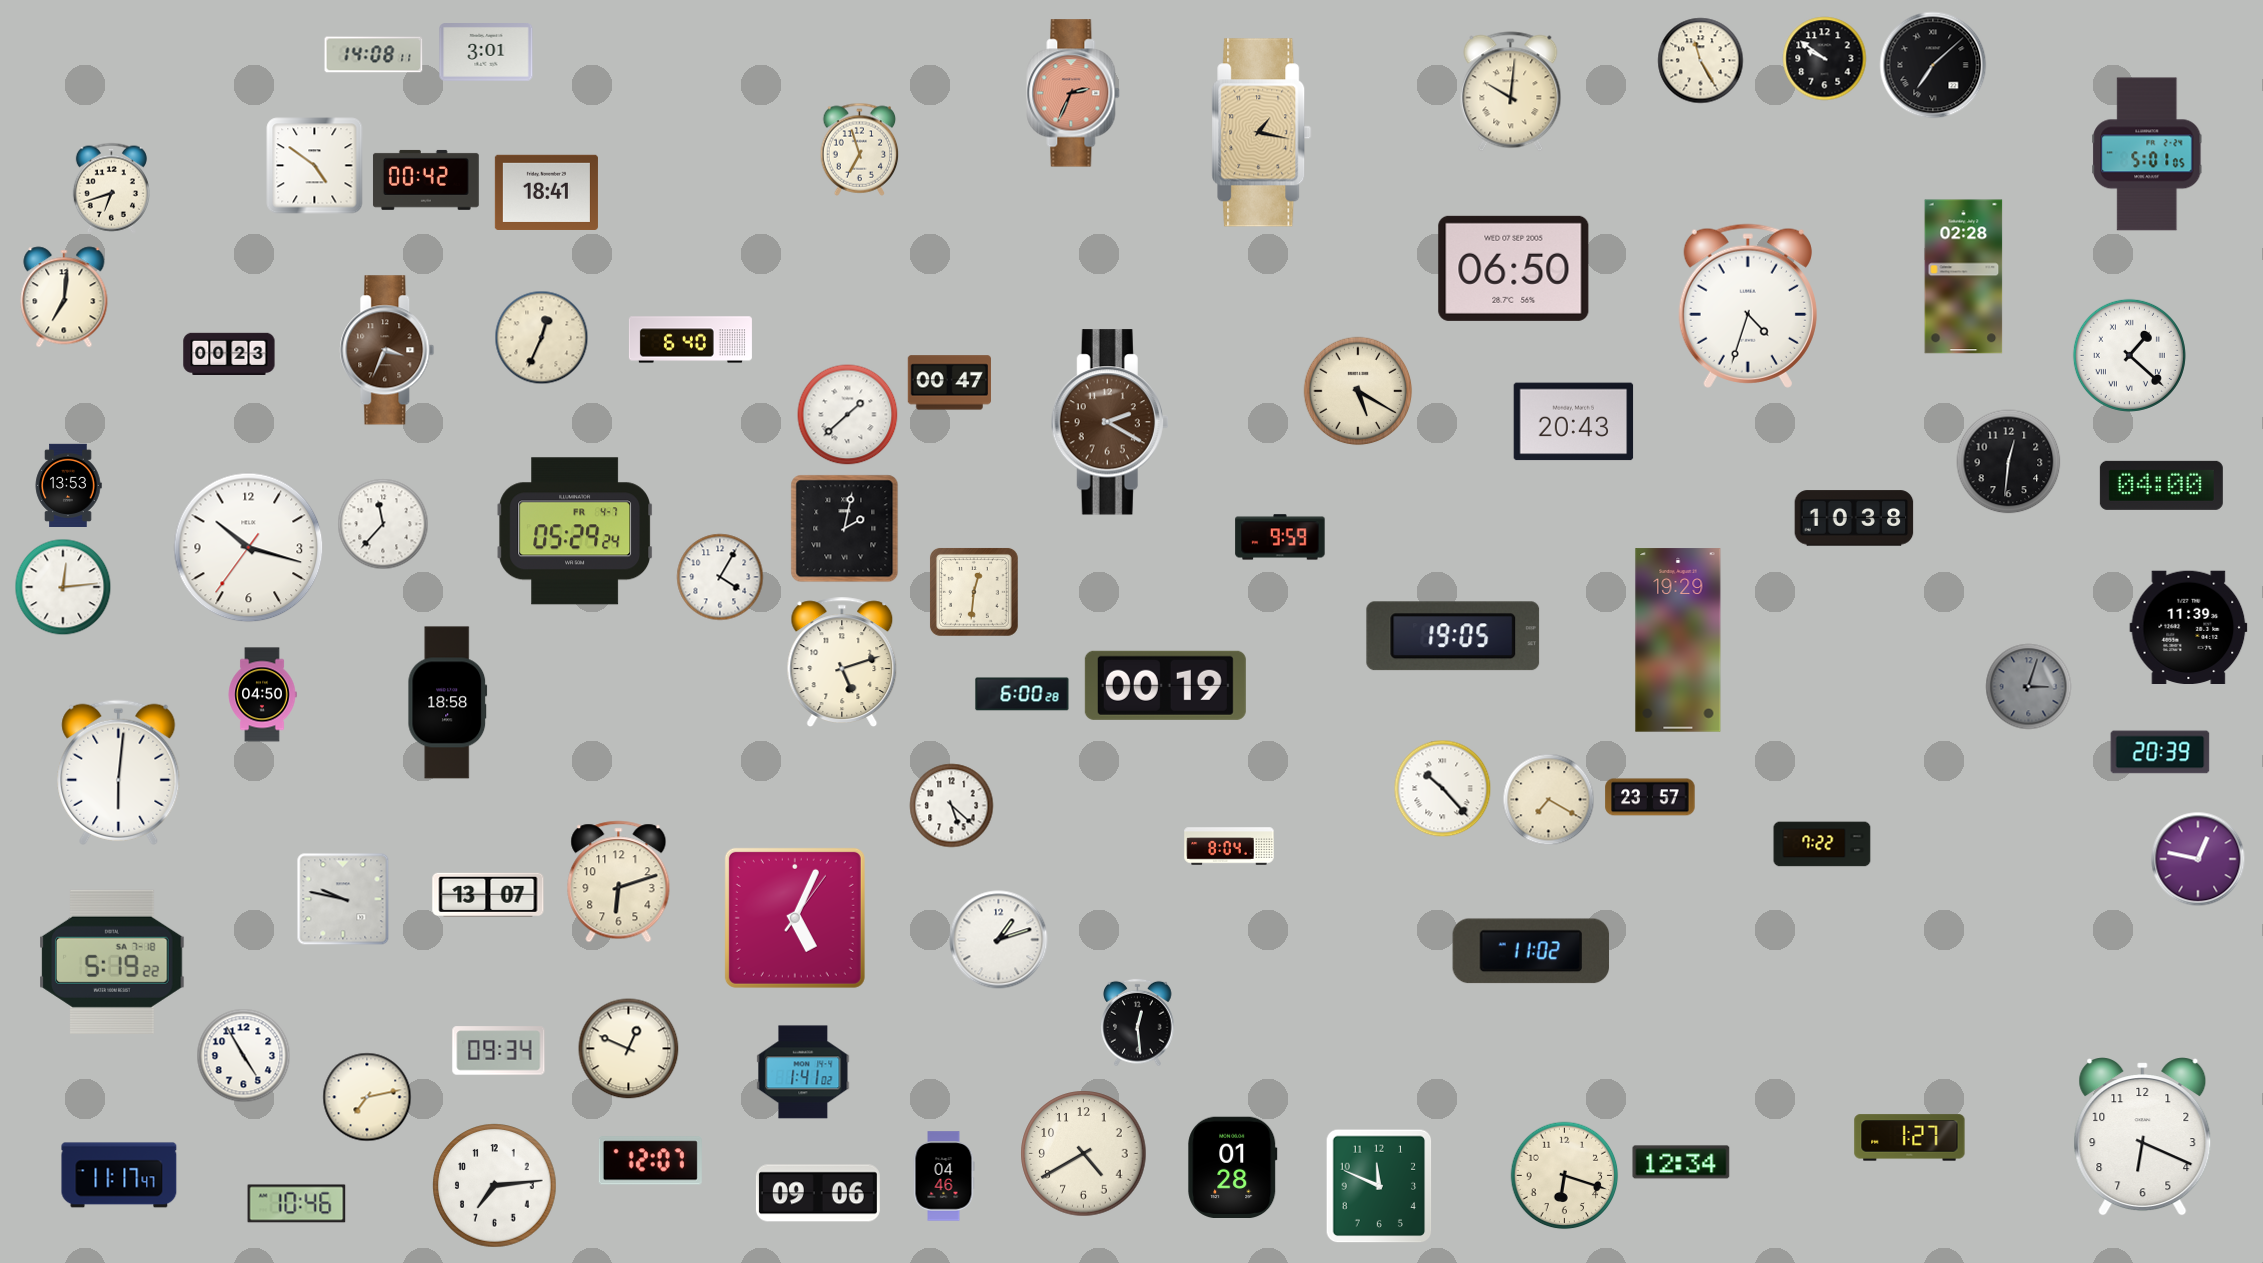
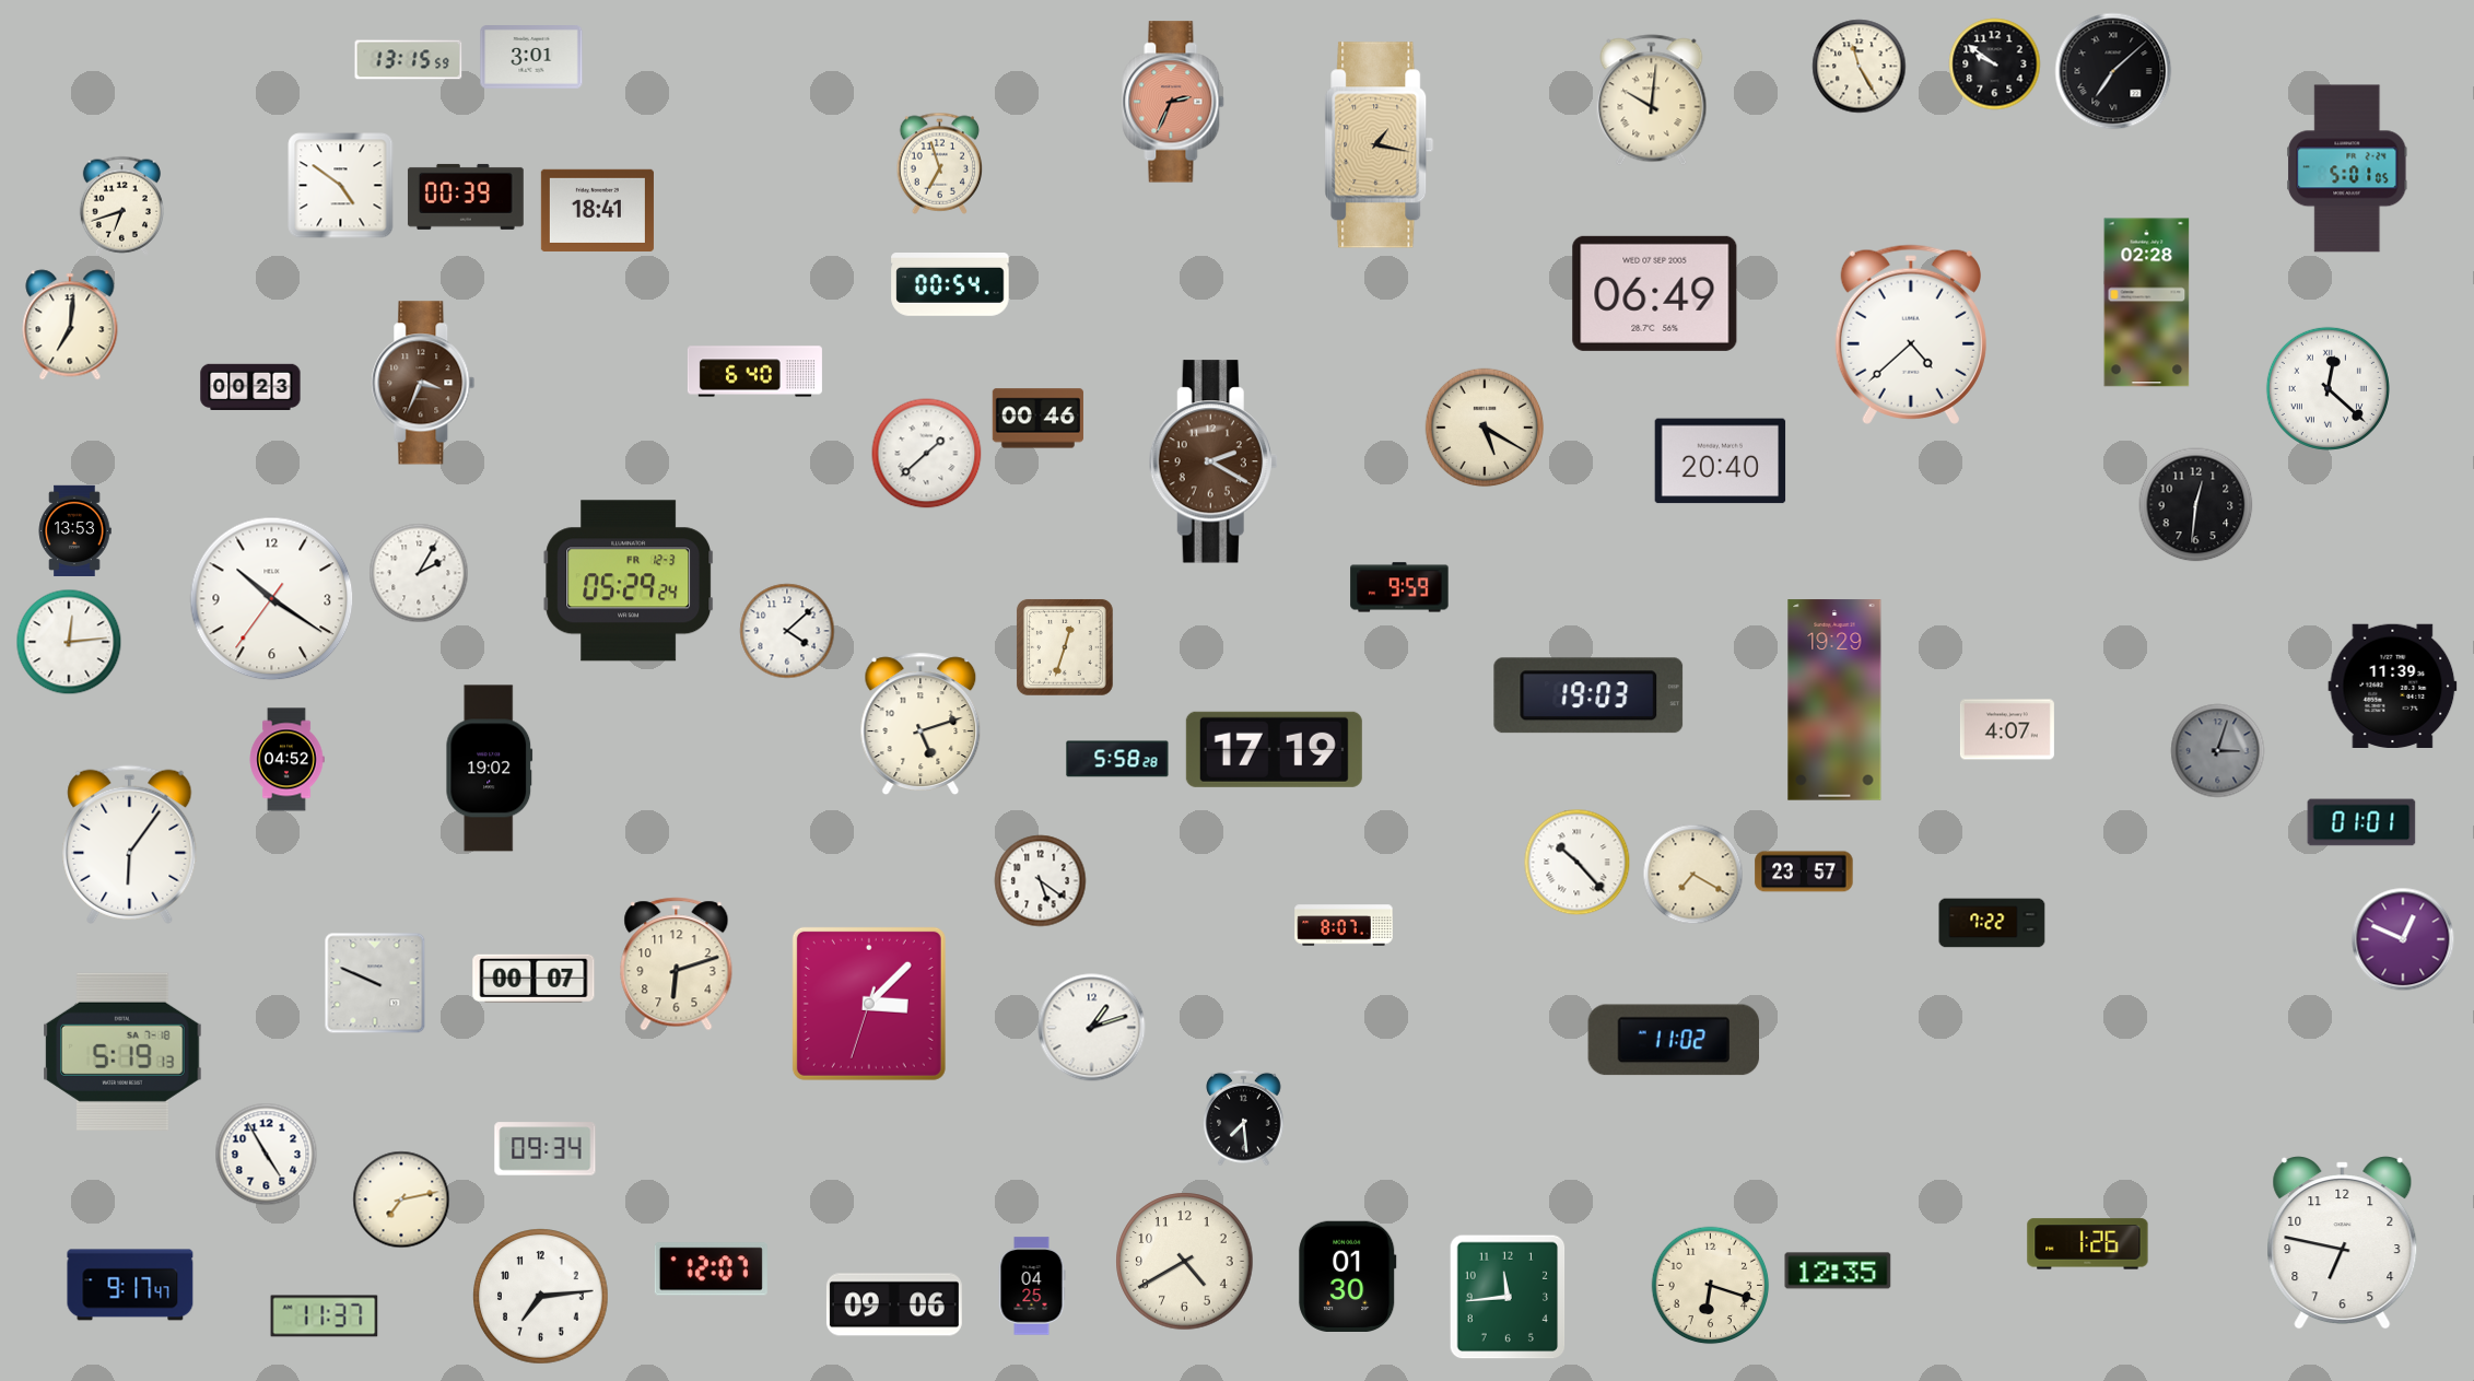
clock at (374, 55): 14:08 -> 13:15
clock at (315, 166) position: (315, 166) -> (341, 186)
clock at (426, 180): 00:42 -> 00:39
clock at (950, 285): none -> 00:54
clock at (1514, 268): 06:50 -> 06:49
clock at (1748, 306): 4:33 -> 4:38
clock at (542, 338): 12:34 -> none
clock at (2129, 355): 1:22 -> 12:22
clock at (949, 383): 00:47 -> 00:46
clock at (1574, 422): 20:43 -> 20:40
clock at (2161, 485): 04:00 -> none
clock at (1854, 518): 10:38 -> none
clock at (383, 524): 11:37 -> 2:05
clock at (845, 529): 2:02 -> none
clock at (575, 531) date: FR 4-7 -> FR 12-3
clock at (249, 548): 10:17 -> 10:20
clock at (720, 577): 4:05 -> 4:08
clock at (974, 592): 12:31 -> 12:33
clock at (1453, 636): 19:05 -> 19:03
clock at (2007, 729): none -> 4:07
clock at (1165, 685): 00:19 -> 17:19
clock at (1022, 694): 6:00 -> 5:58
clock at (262, 695): 04:50 -> 04:52
clock at (448, 703): 18:58 -> 19:02
clock at (2160, 752): 20:39 -> 01:01
clock at (119, 772): 6:01 -> 6:06
clock at (952, 806): 5:22 -> 5:21
clock at (1229, 846): 8:04 -> 8:07
clock at (2198, 859): 12:47 -> 12:49
clock at (488, 895): 13:07 -> 00:07
clock at (343, 899): 9:47 -> 9:49
clock at (795, 918): 5:04 -> 3:07
clock at (112, 962): 5:19:22 -> 5:19:13
clock at (1138, 1023): 12:29 -> 7:29
clock at (629, 1049): 12:49 -> none
clock at (803, 1072): 1:41 -> none
clock at (2143, 1137): 6:19 -> 6:47
clock at (1910, 1138): 1:27 -> 1:26
clock at (1681, 1162): 12:34 -> 12:35
clock at (1233, 1167): 01:28 -> 01:30
clock at (119, 1175): 11:17 -> 9:17
clock at (944, 1176): 04:46 -> 04:25
clock at (1379, 1186): 11:49 -> 11:44
clock at (297, 1204): 10:46 -> 11:37
